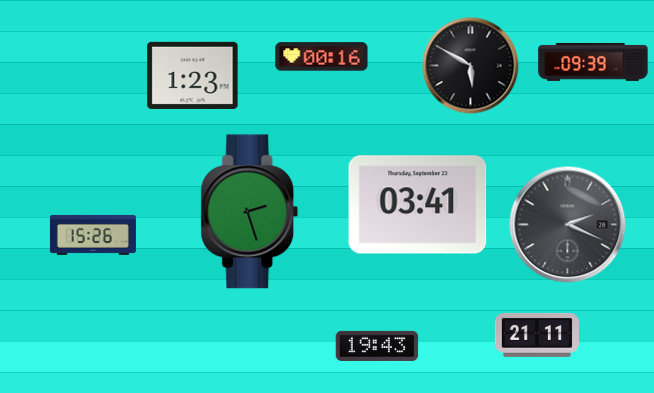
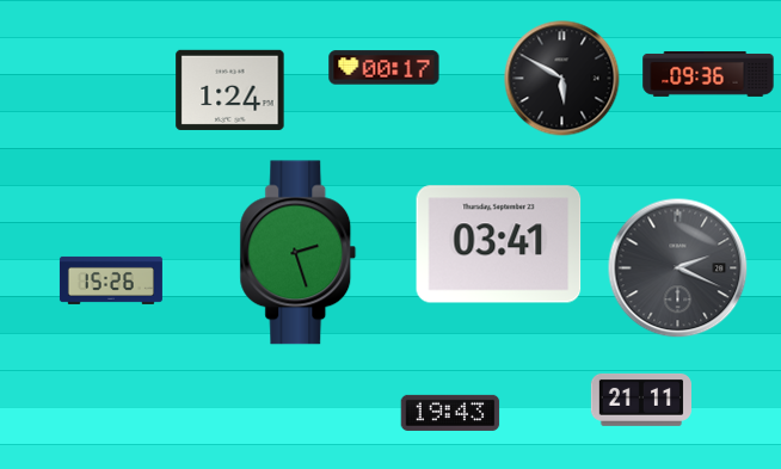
clock at (322, 57): 00:16 -> 00:17
clock at (593, 62): 09:39 -> 09:36
clock at (193, 75): 1:23 -> 1:24
